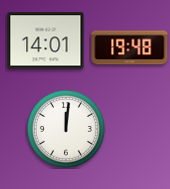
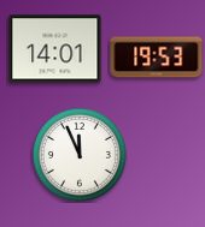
clock at (130, 48): 19:48 -> 19:53
clock at (66, 129): 12:01 -> 11:56
